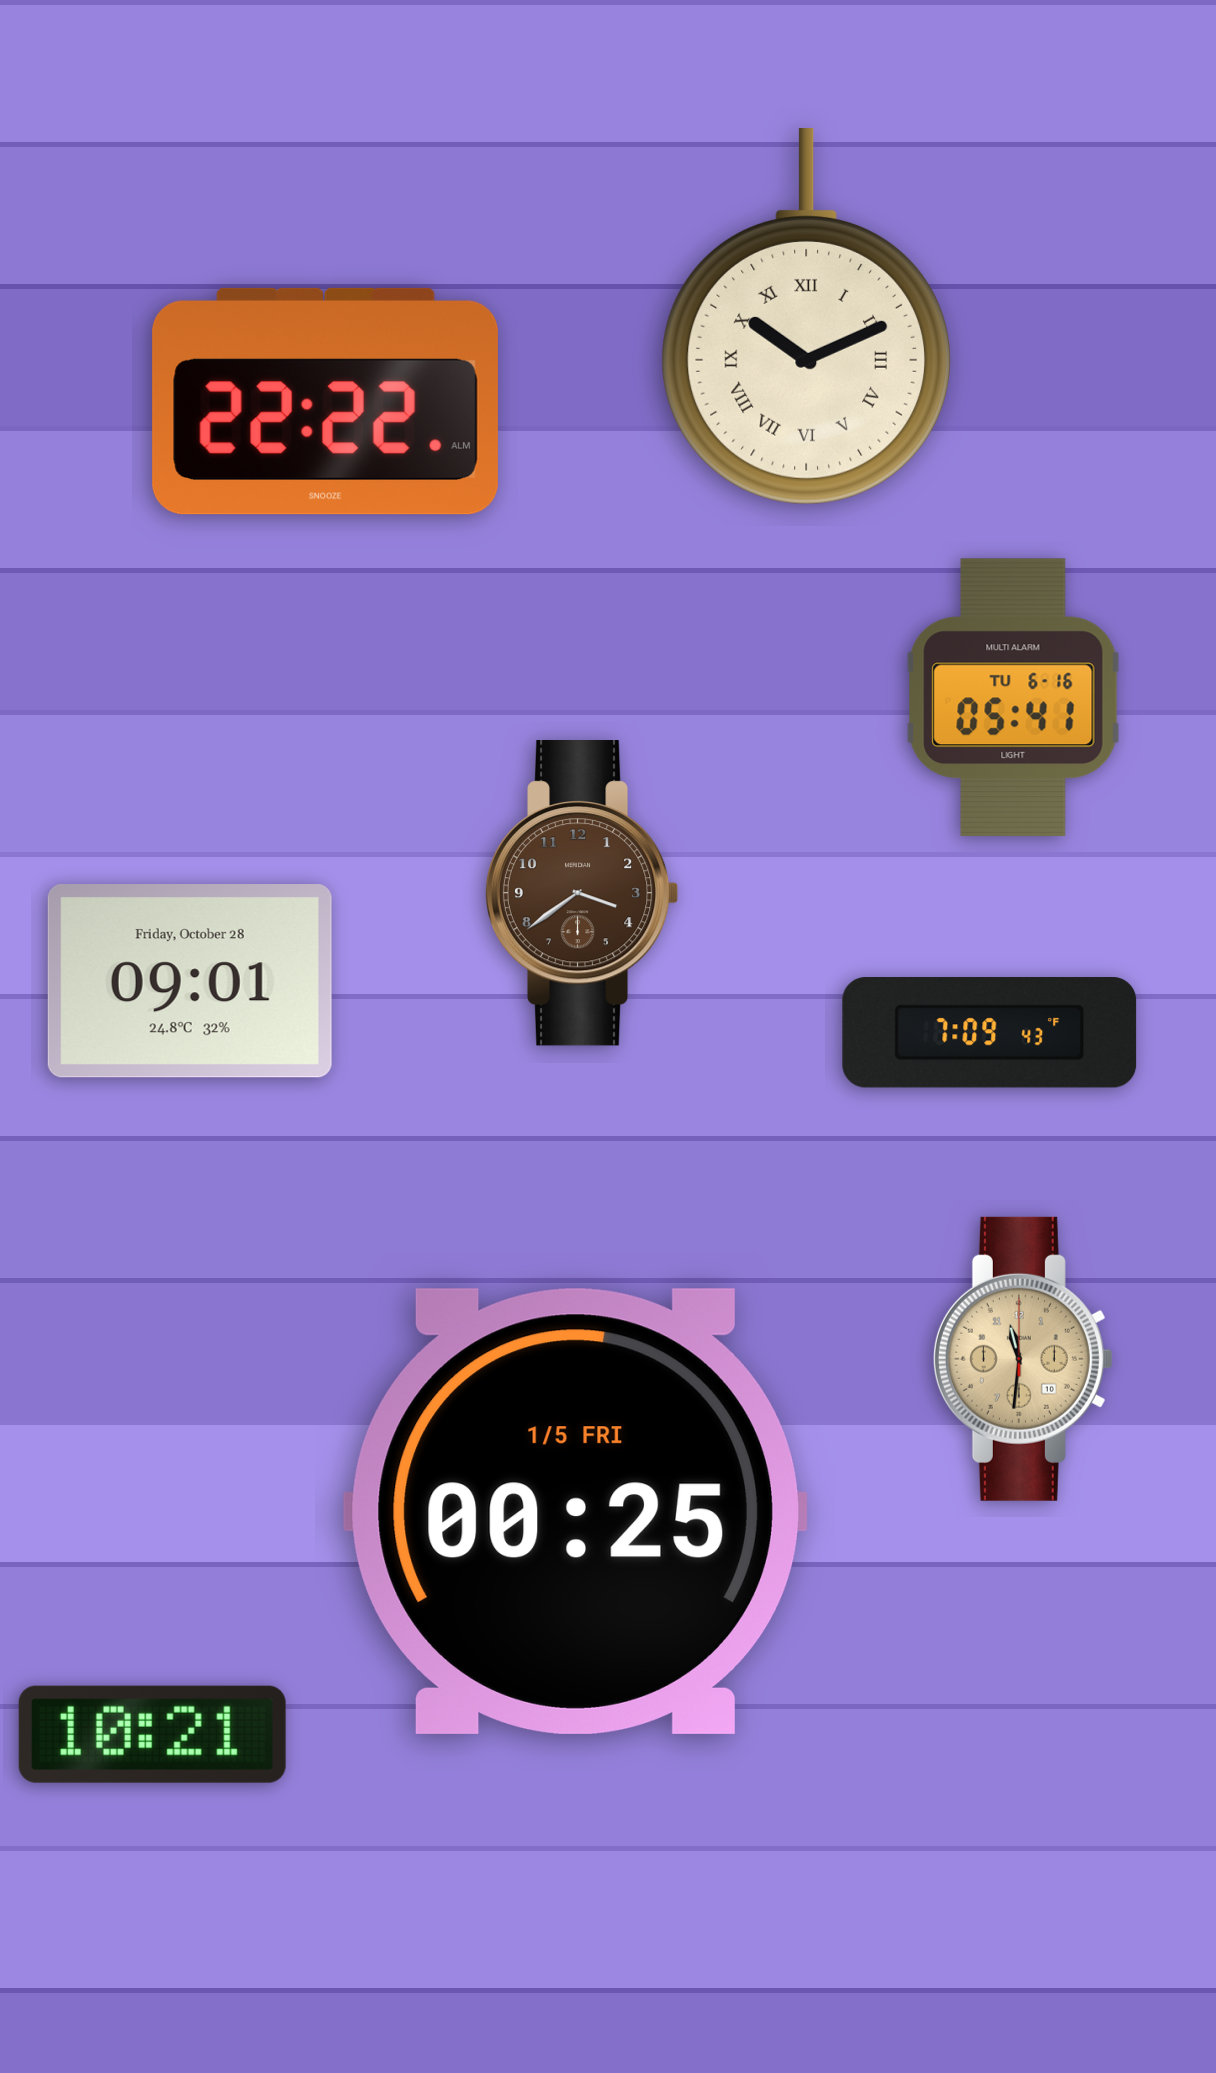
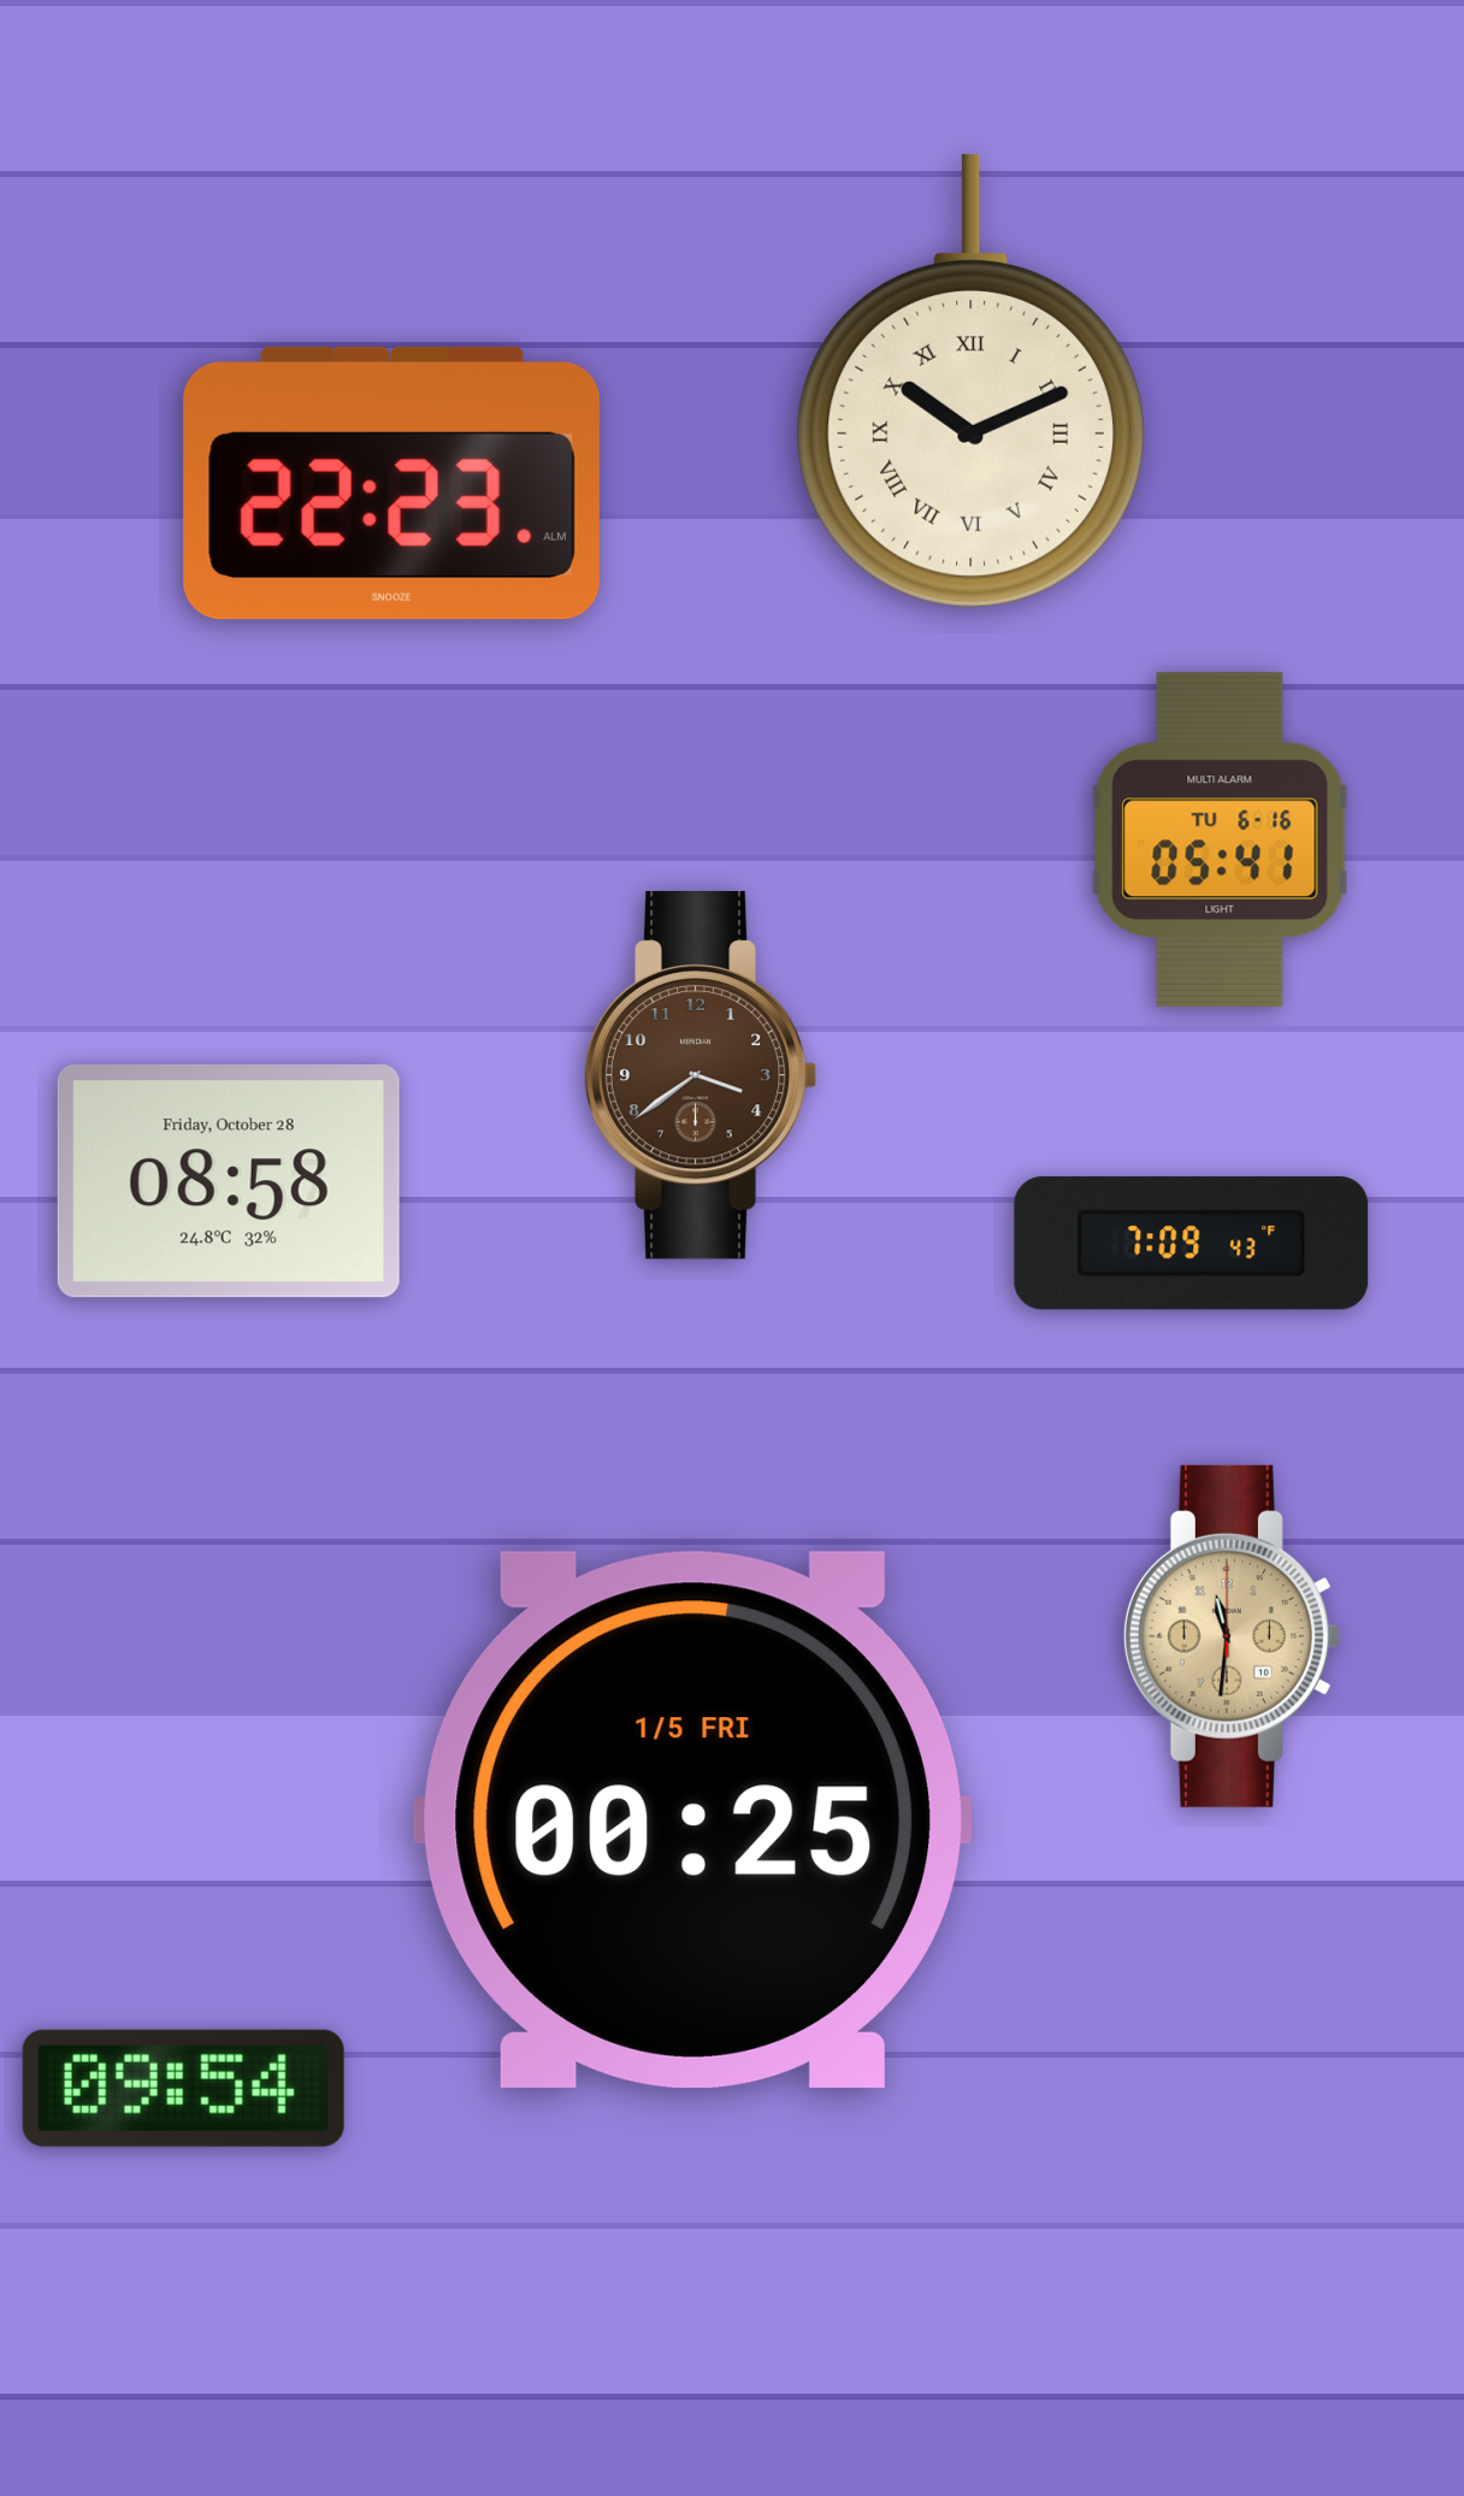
clock at (325, 401): 22:22 -> 22:23
clock at (190, 982): 09:01 -> 08:58
clock at (152, 1734): 10:21 -> 09:54
